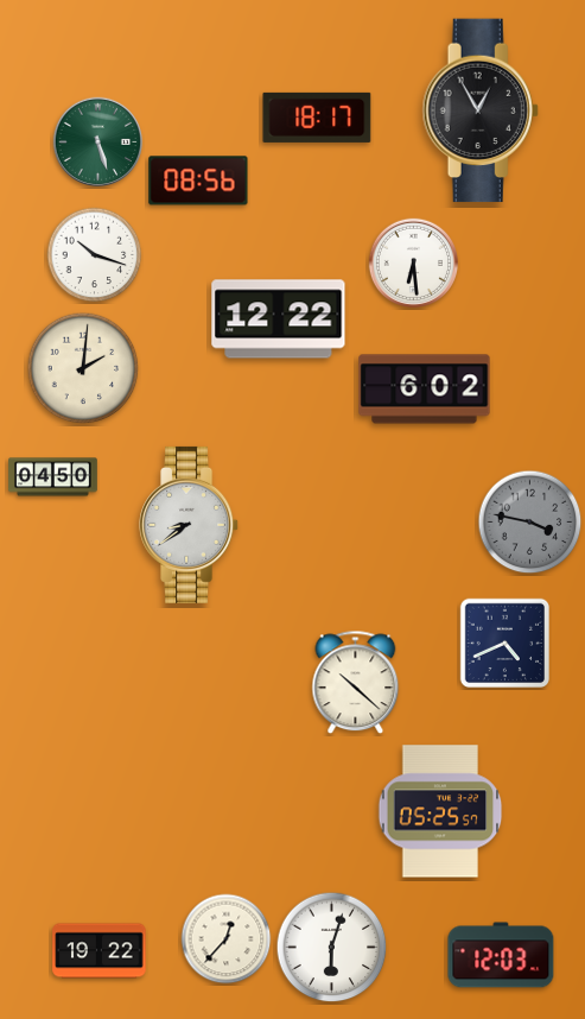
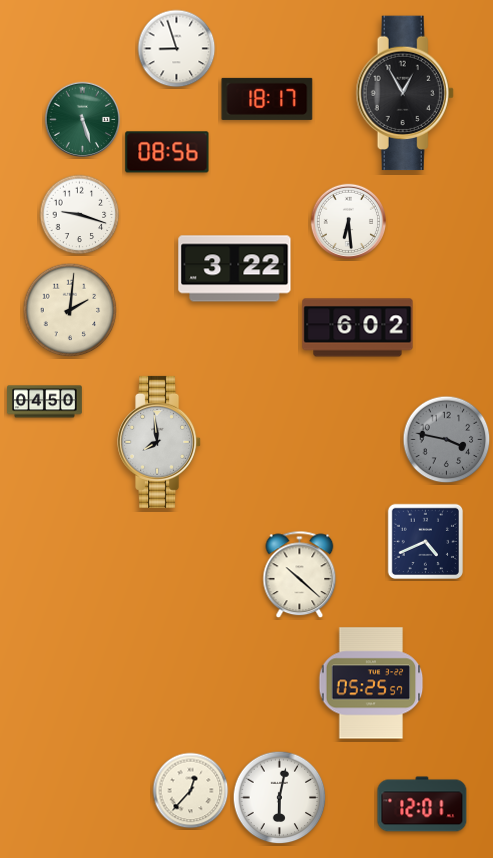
clock at (177, 49): none -> 8:57
clock at (95, 255): 10:18 -> 9:18
clock at (279, 319): 12:22 -> 3:22
clock at (190, 525): 8:39 -> 7:59
clock at (332, 948): 6:03 -> 6:02
clock at (100, 951): 19:22 -> none
clock at (501, 955): 12:03 -> 12:01
